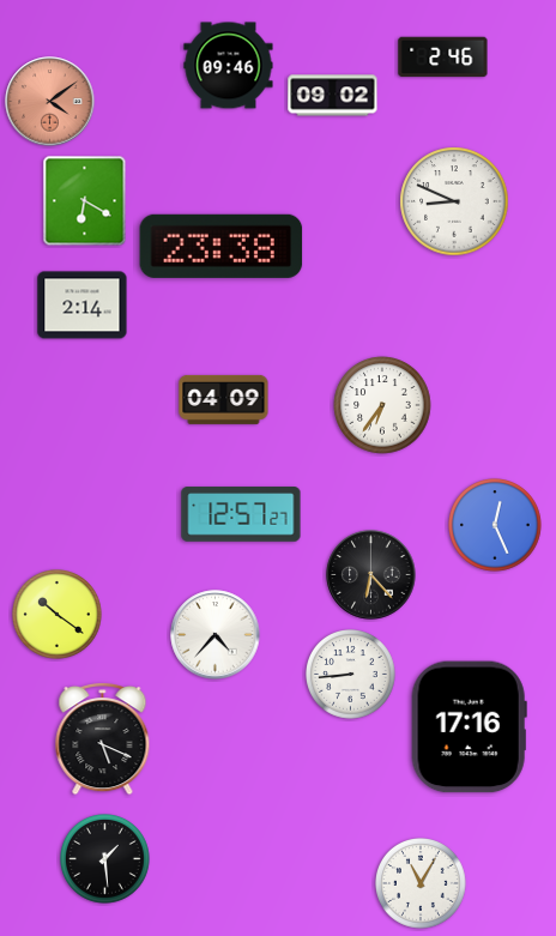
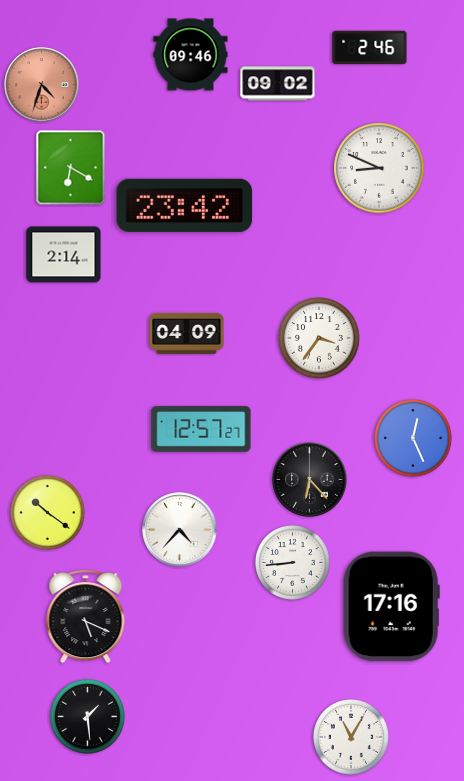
clock at (333, 96) position: (333, 96) -> (278, 84)
clock at (50, 102): 4:09 -> 4:33
clock at (222, 246): 23:38 -> 23:42
clock at (83, 306) position: (83, 306) -> (64, 255)
clock at (382, 405): 6:36 -> 3:36
